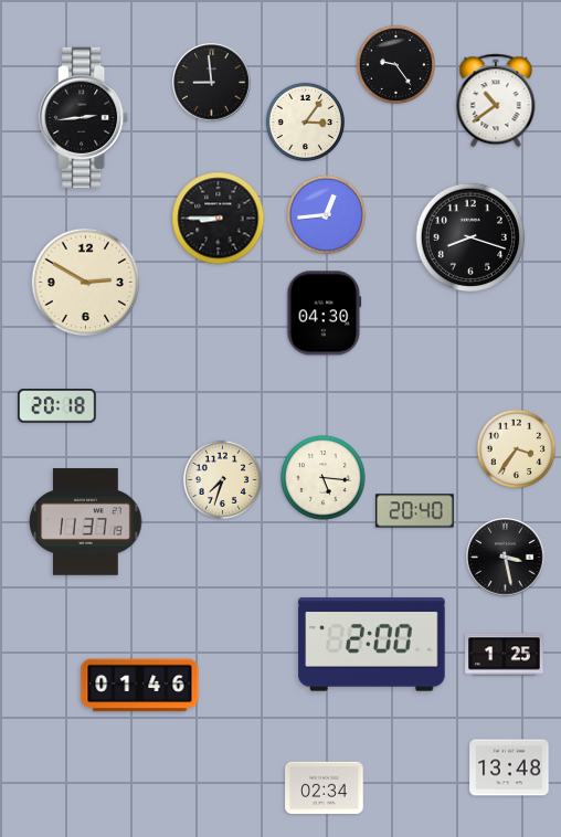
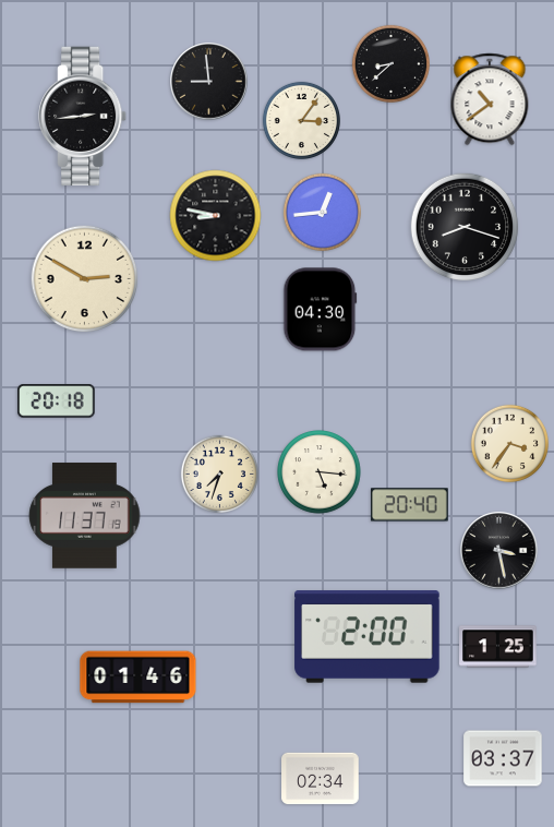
clock at (395, 64): 9:24 -> 8:38
clock at (219, 219): 8:45 -> 8:47
clock at (470, 237) position: (470, 237) -> (465, 227)
clock at (509, 767): 13:48 -> 03:37
